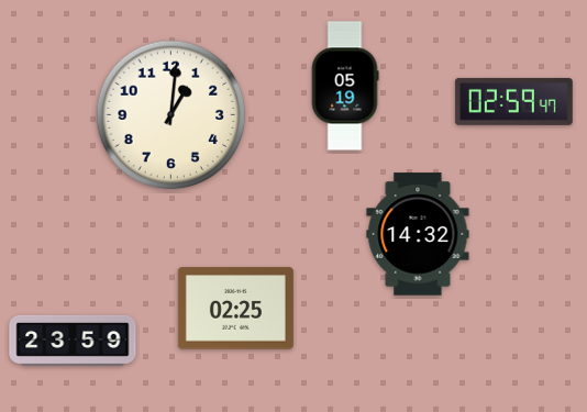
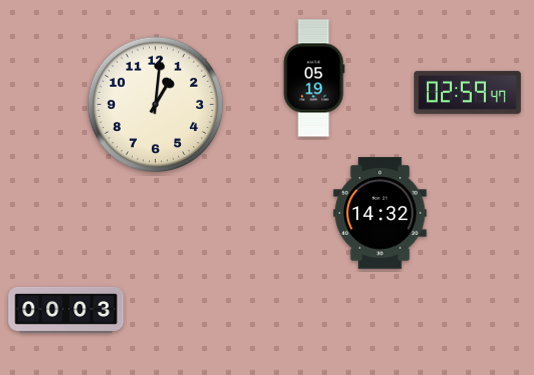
clock at (235, 309): 02:25 -> none
clock at (73, 341): 23:59 -> 00:03
